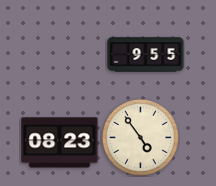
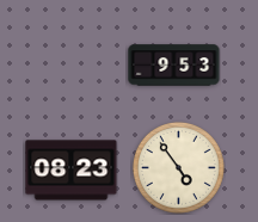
clock at (146, 55): 9:55 -> 9:53
clock at (140, 137) position: (140, 137) -> (178, 167)
